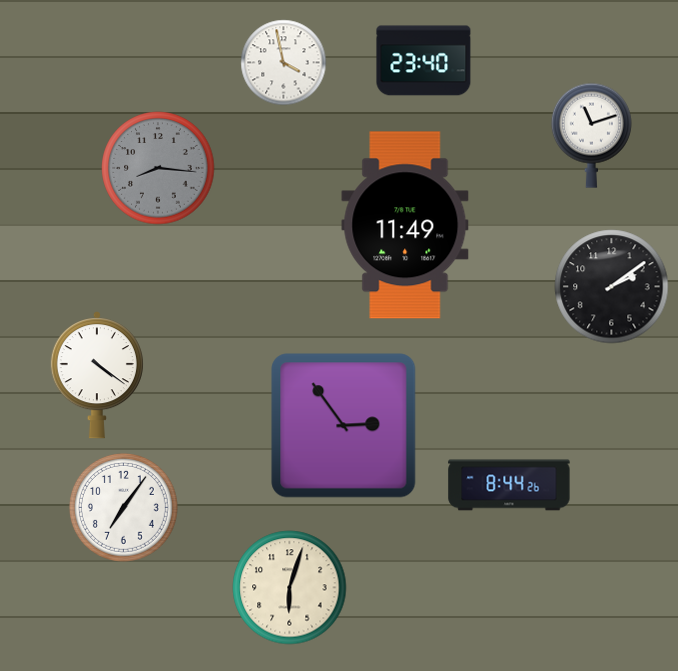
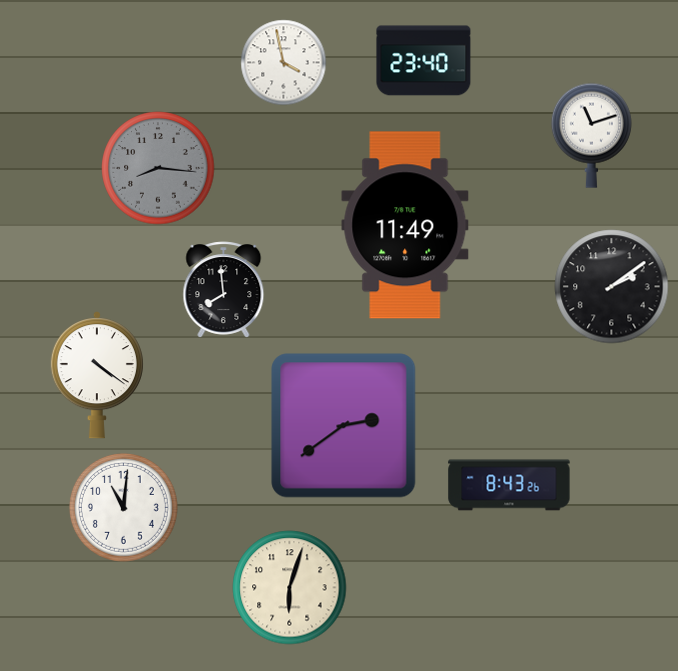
clock at (224, 290): none -> 7:59
clock at (344, 426): 2:54 -> 2:39
clock at (509, 485): 8:44 -> 8:43
clock at (123, 507): 7:06 -> 11:01
